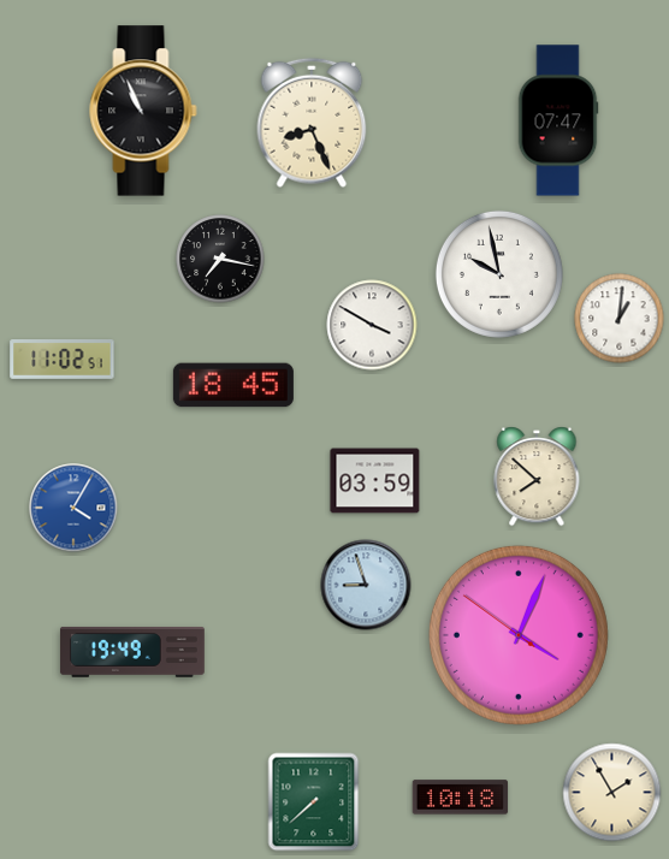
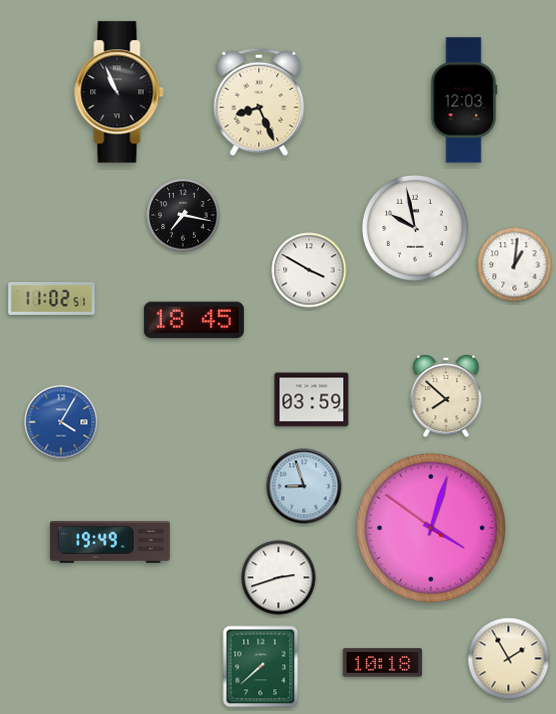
clock at (558, 120): 07:47 -> 12:03
clock at (519, 635): 4:03 -> 4:02
clock at (279, 578): none -> 2:42
